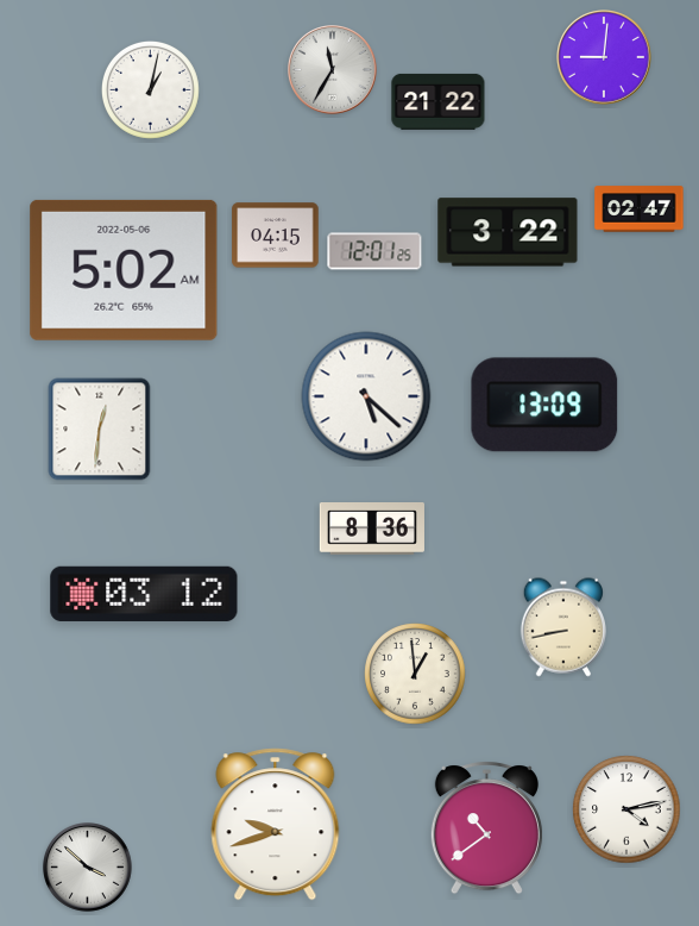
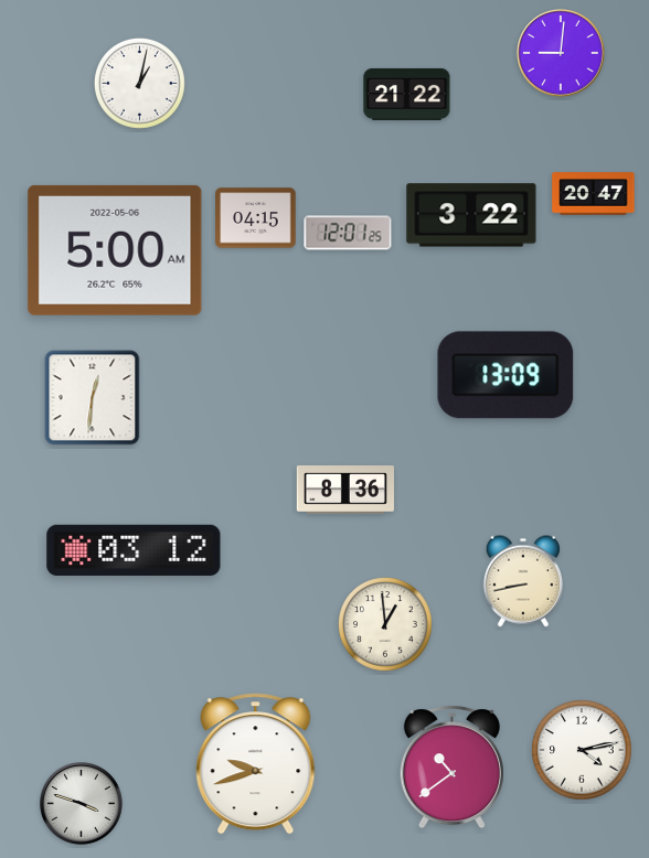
clock at (333, 70): 11:35 -> none
clock at (640, 209): 02:47 -> 20:47
clock at (124, 270): 5:02 -> 5:00
clock at (366, 396): 5:22 -> none
clock at (88, 868): 3:52 -> 3:48
